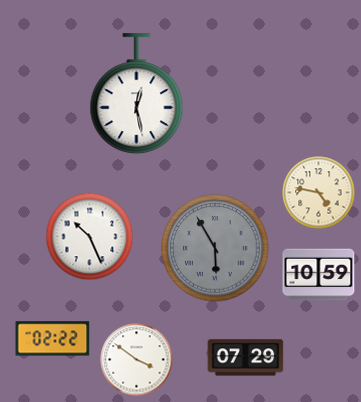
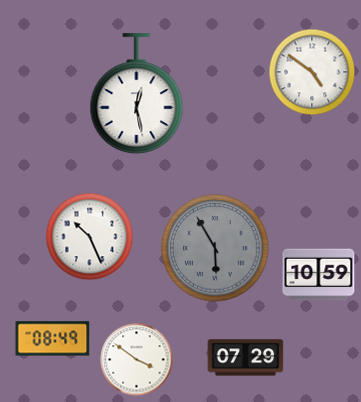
clock at (312, 72): none -> 4:51
clock at (319, 193): 4:47 -> none
clock at (53, 339): 02:22 -> 08:49
